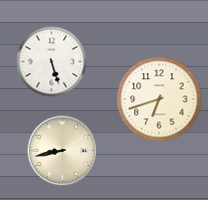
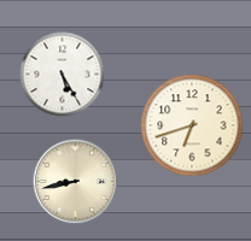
clock at (52, 62): 5:27 -> 5:25
clock at (159, 99) position: (159, 99) -> (192, 125)
